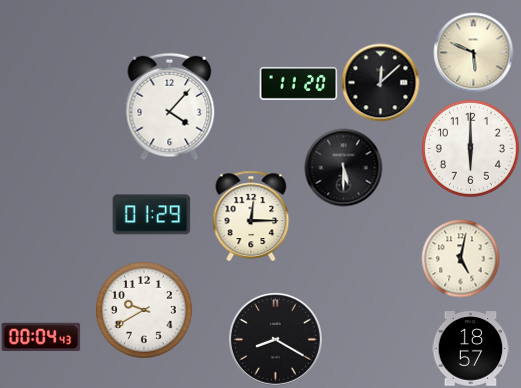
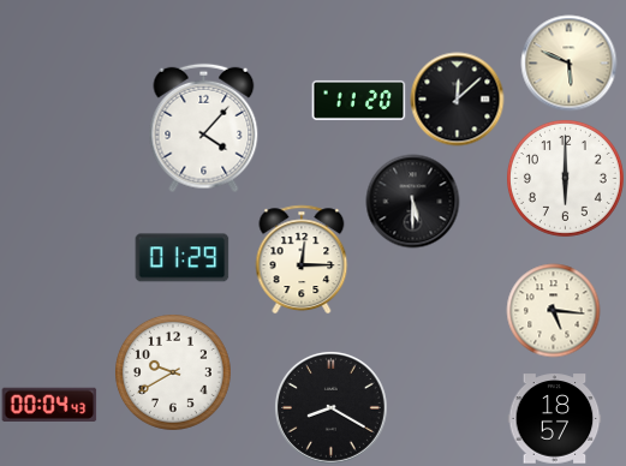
clock at (460, 258): 5:02 -> 5:16
clock at (470, 349) position: (470, 349) -> (554, 419)
